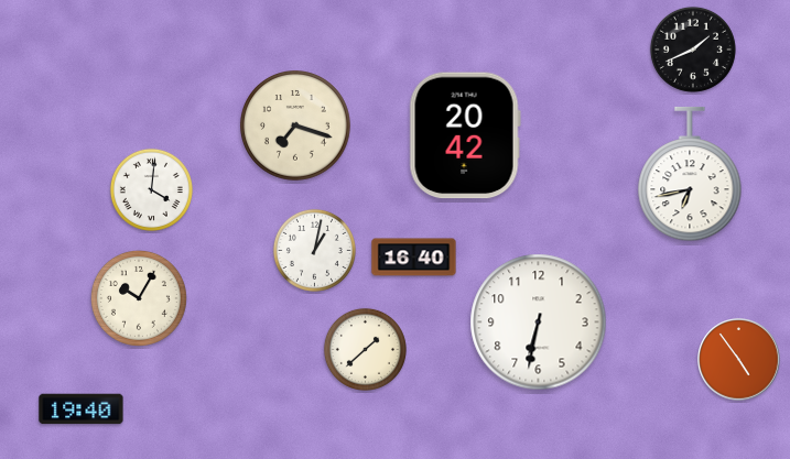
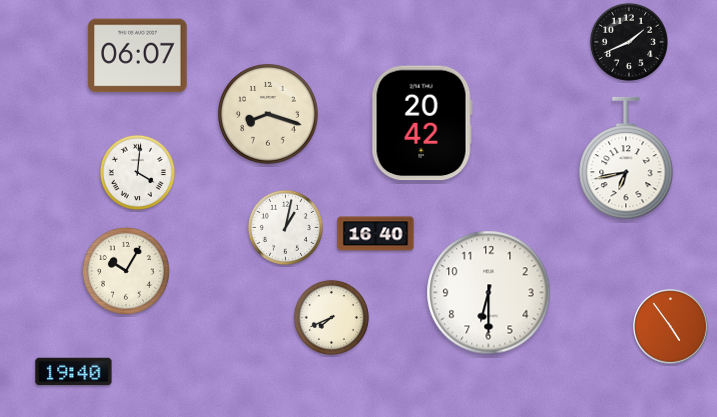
clock at (693, 50) position: (693, 50) -> (629, 42)
clock at (138, 56): none -> 06:07
clock at (295, 125): 7:18 -> 8:18
clock at (539, 323): 6:32 -> 6:30
clock at (365, 349): 1:38 -> 7:41
